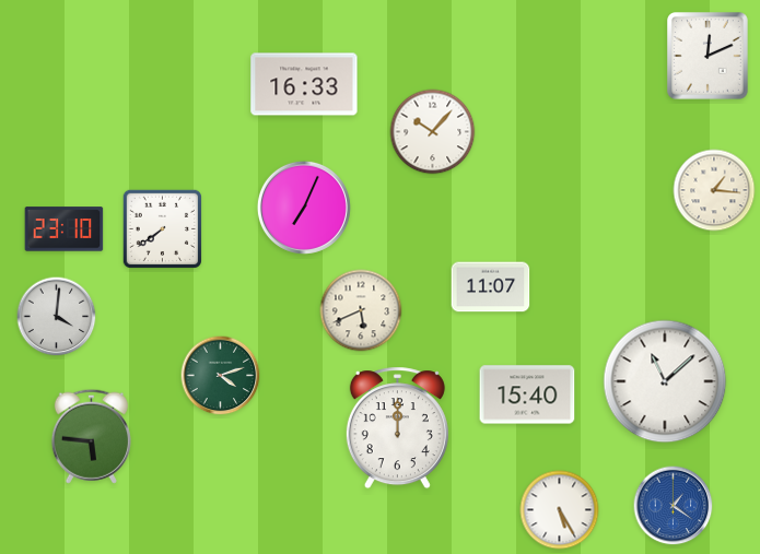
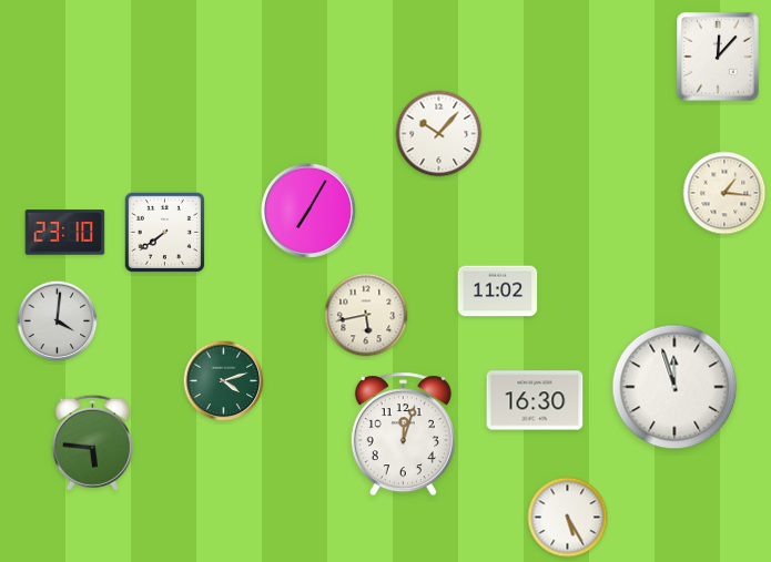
clock at (709, 57): 12:11 -> 12:07
clock at (304, 84): 16:33 -> none
clock at (304, 208): 7:04 -> 7:05
clock at (491, 287): 11:07 -> 11:02
clock at (361, 310): 5:41 -> 5:43
clock at (665, 381): 11:08 -> 11:57
clock at (527, 394): 15:40 -> 16:30
clock at (397, 428): 12:00 -> 12:03
clock at (674, 506): 1:21 -> none
